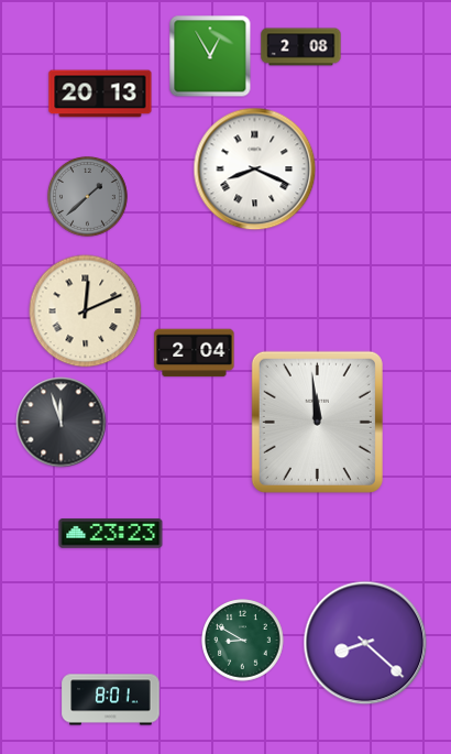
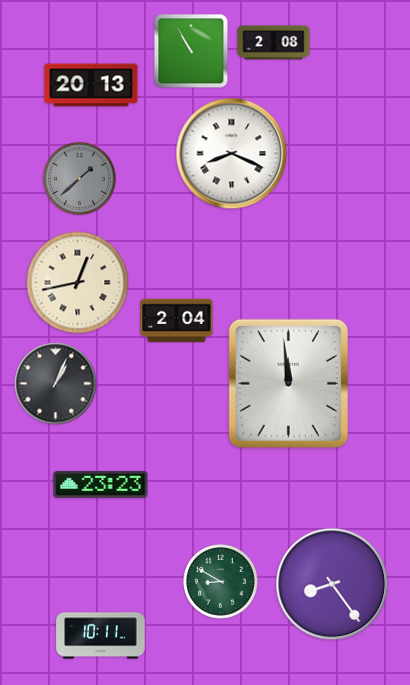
clock at (210, 56): 12:55 -> 10:55
clock at (86, 312): 12:11 -> 12:43
clock at (62, 423): 11:57 -> 1:04
clock at (365, 643): 8:22 -> 8:24
clock at (111, 700): 8:01 -> 10:11
